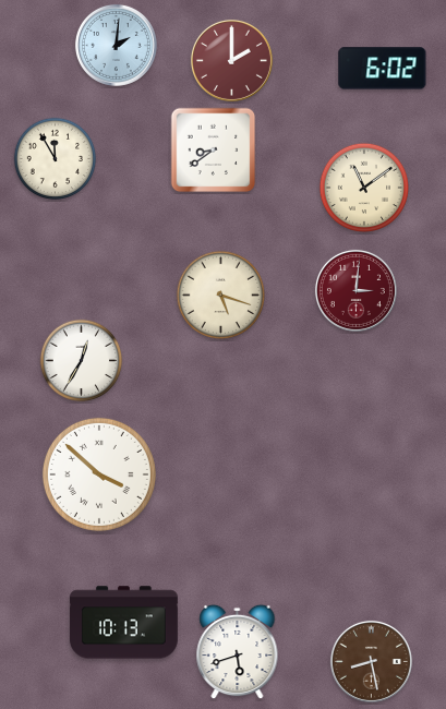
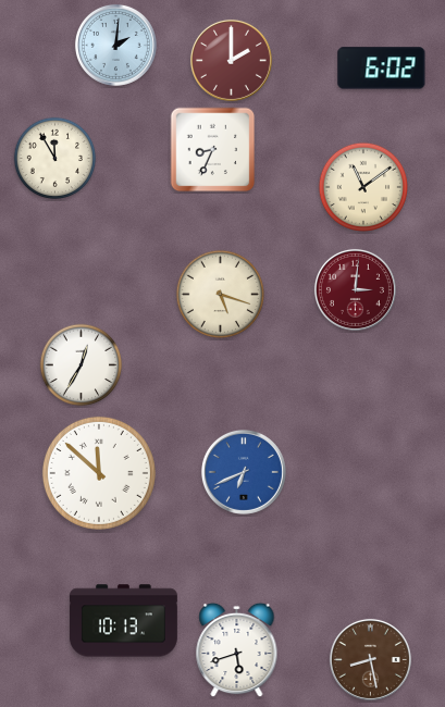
clock at (214, 151): 8:39 -> 8:34
clock at (82, 361) position: (82, 361) -> (82, 365)
clock at (244, 472): none -> 6:41
clock at (99, 474): 3:52 -> 11:52
